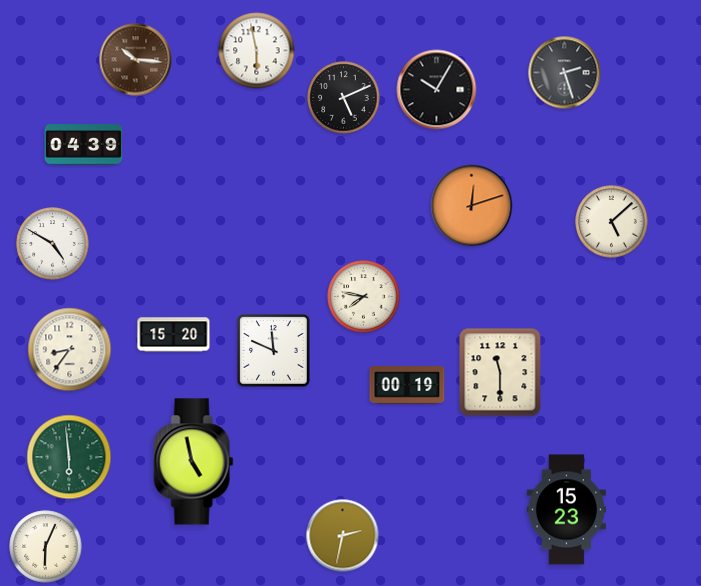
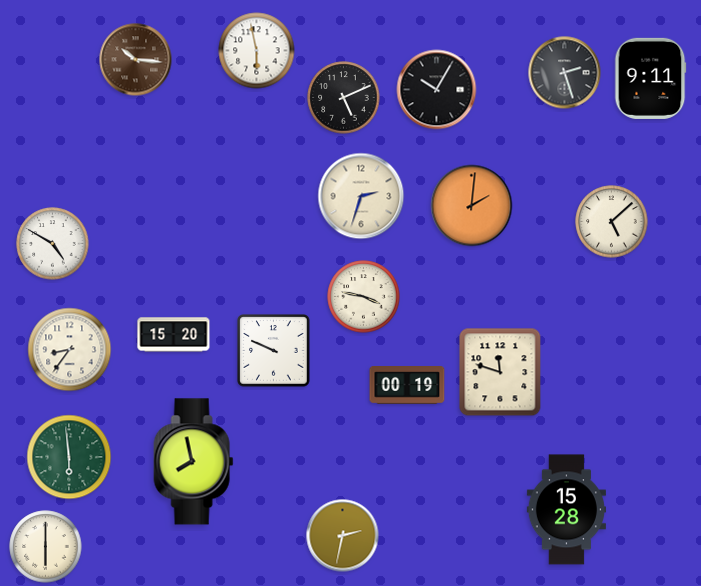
clock at (650, 78): none -> 9:11
clock at (84, 145): 04:39 -> none
clock at (361, 196): none -> 2:33
clock at (472, 206): 12:12 -> 2:01
clock at (364, 297): 7:47 -> 3:47
clock at (274, 351): 11:49 -> 9:49
clock at (500, 372): 11:30 -> 11:48
clock at (194, 462): 4:58 -> 7:58
clock at (566, 510): 15:23 -> 15:28
clock at (46, 547): 6:04 -> 6:00
